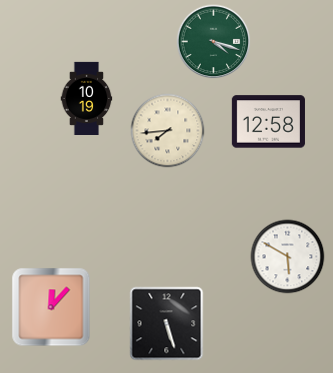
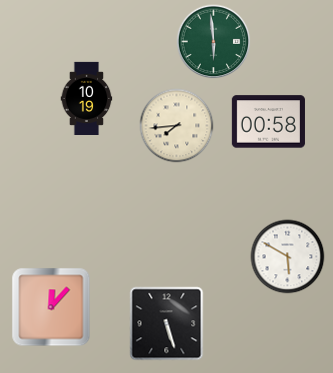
clock at (214, 42): 4:18 -> 5:59
clock at (268, 122): 12:58 -> 00:58
clock at (168, 131) position: (168, 131) -> (177, 126)
